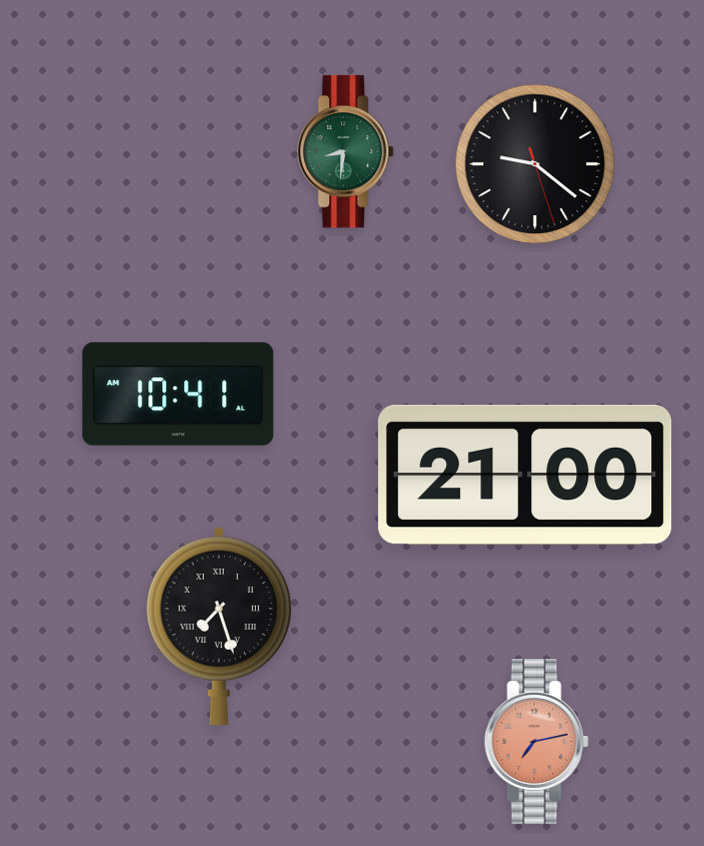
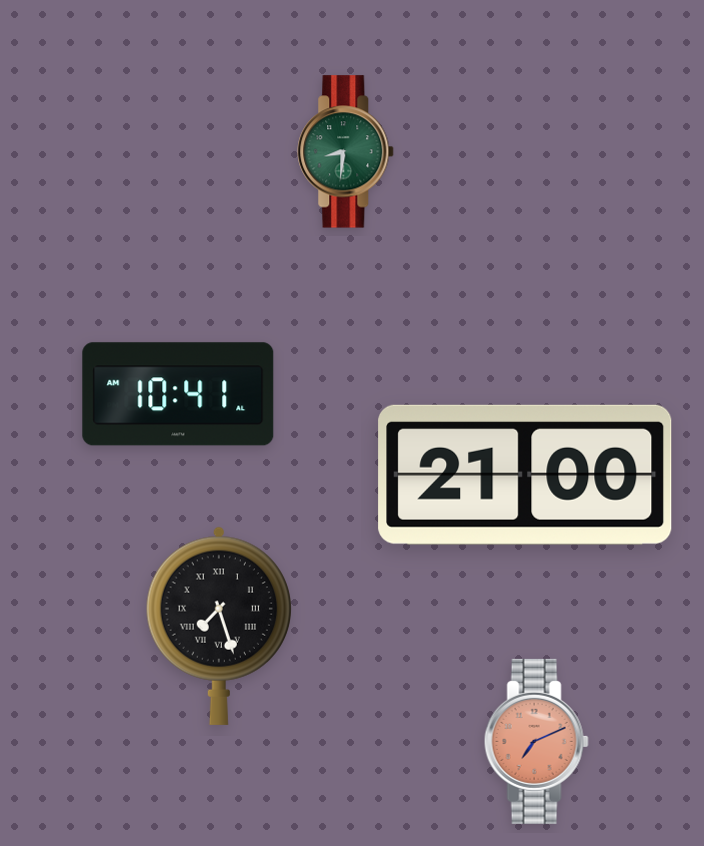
clock at (535, 164): 9:21 -> none
clock at (536, 741): 7:13 -> 7:11
